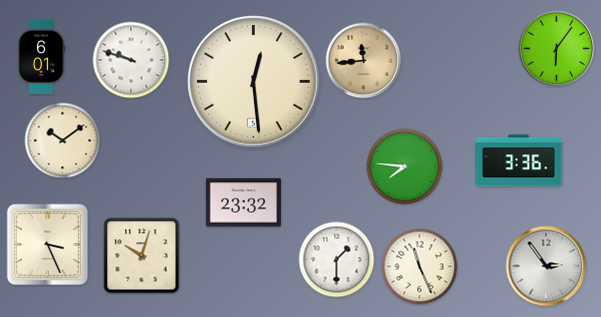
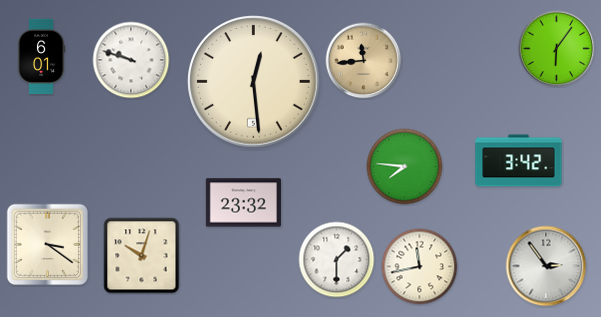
clock at (63, 141): 10:09 -> none
clock at (519, 161): 3:36 -> 3:42
clock at (48, 245): 3:26 -> 3:21
clock at (420, 267): 11:26 -> 11:43
